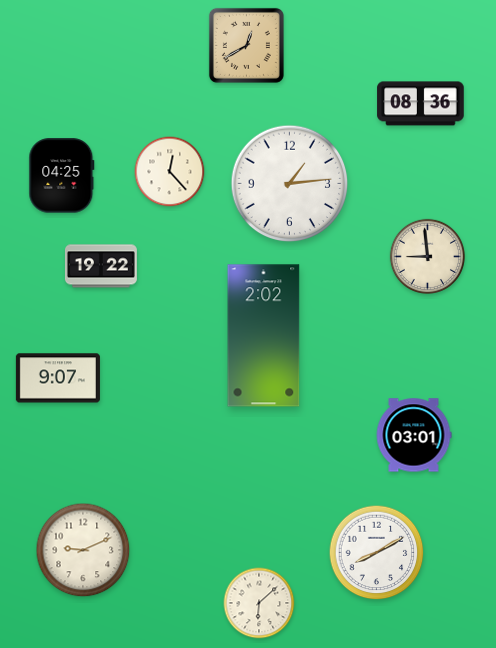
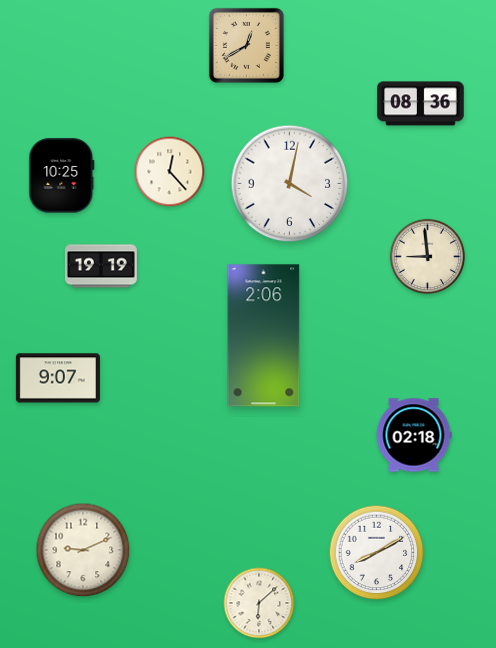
clock at (62, 176): 04:25 -> 10:25
clock at (290, 184): 1:14 -> 4:02
clock at (101, 266): 19:22 -> 19:19
clock at (264, 336): 2:02 -> 2:06
clock at (414, 435): 03:01 -> 02:18
